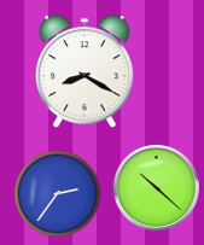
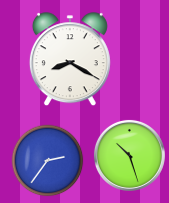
clock at (156, 187): 10:22 -> 10:27
